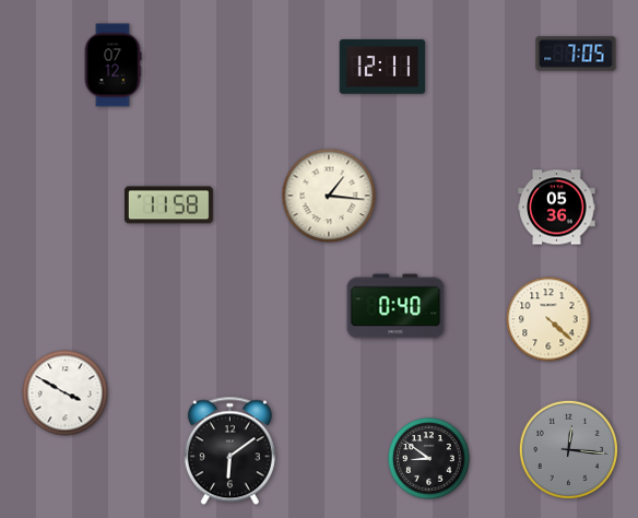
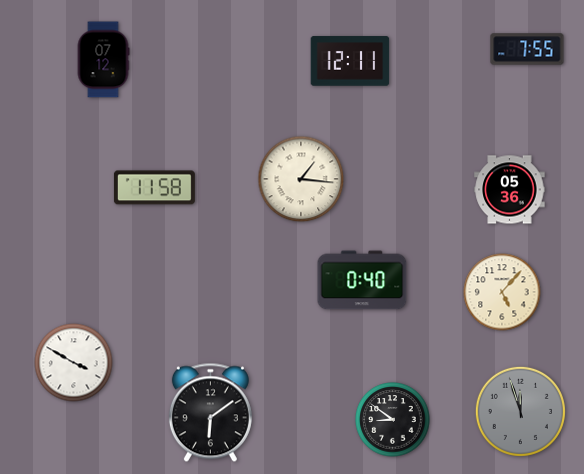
clock at (576, 54): 7:05 -> 7:55
clock at (548, 319): 4:22 -> 5:07
clock at (66, 393) position: (66, 393) -> (74, 363)
clock at (568, 449): 12:16 -> 11:57
